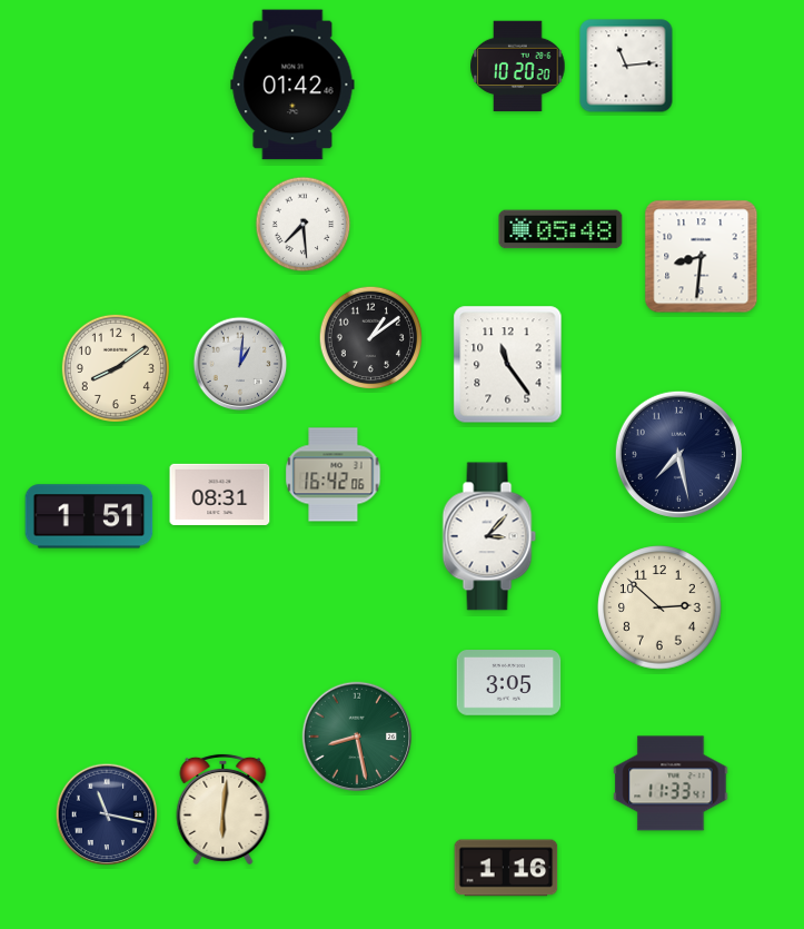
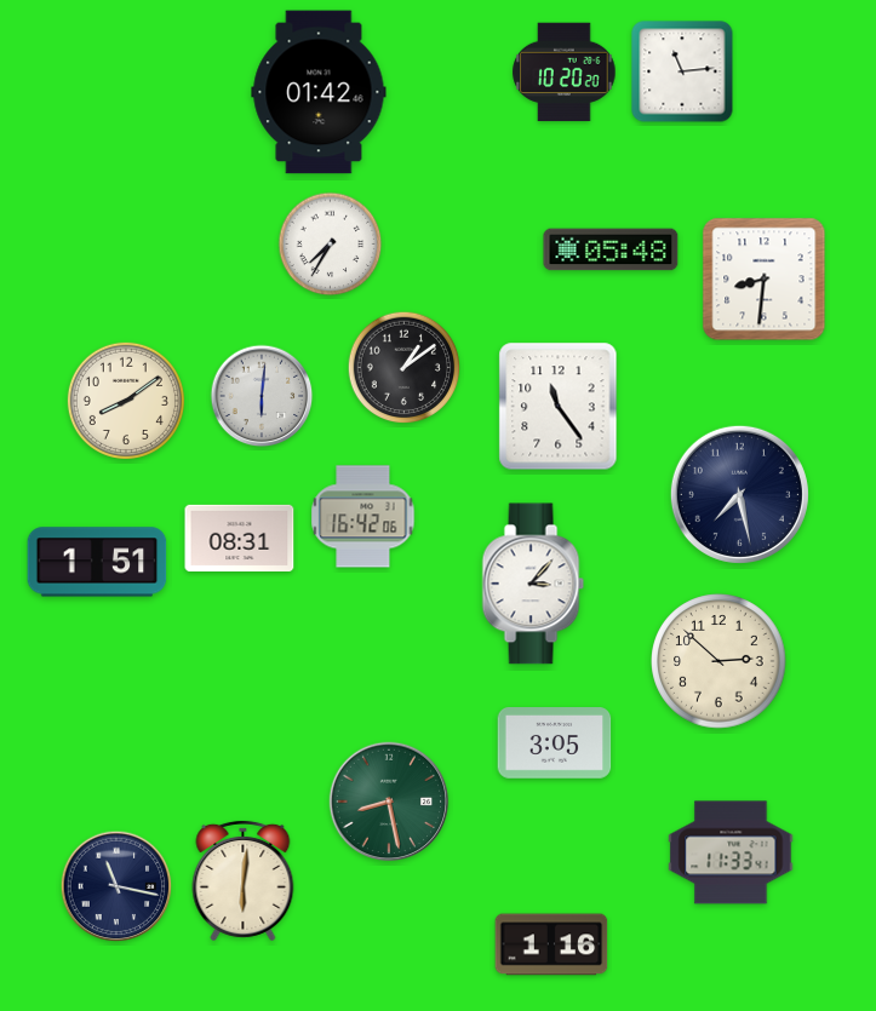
clock at (304, 225): 7:29 -> 7:35
clock at (240, 364): 1:01 -> 6:01
clock at (508, 365) position: (508, 365) -> (559, 407)
